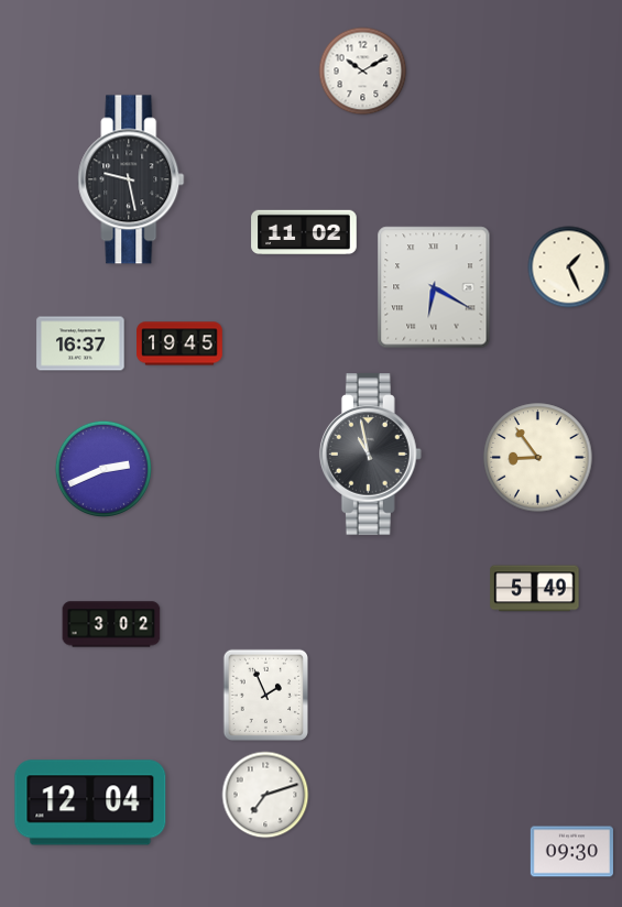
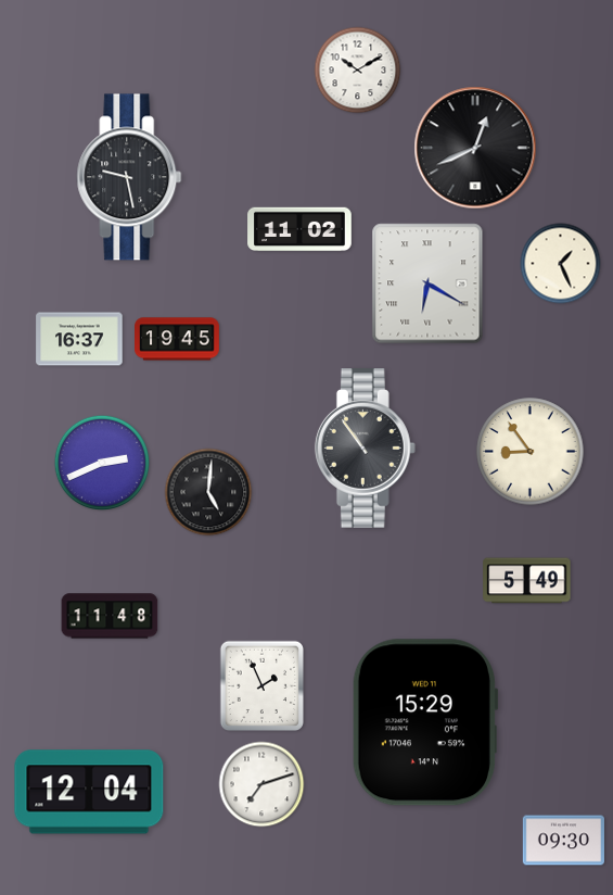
clock at (475, 148): none -> 12:41
clock at (370, 455): 10:58 -> 10:54
clock at (208, 492): none -> 5:01
clock at (111, 624): 3:02 -> 11:48
clock at (425, 722): none -> 15:29
